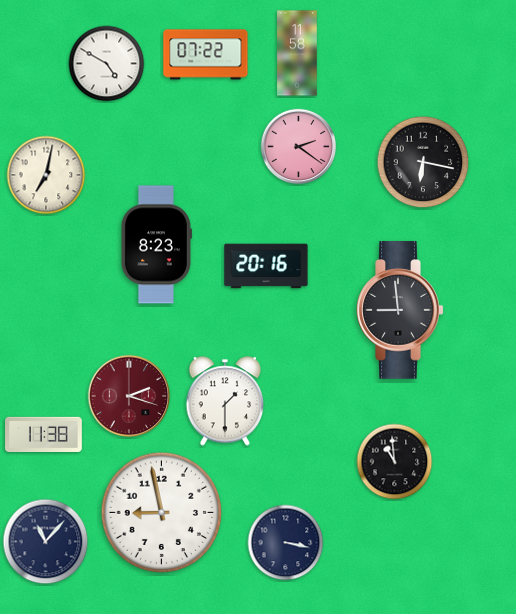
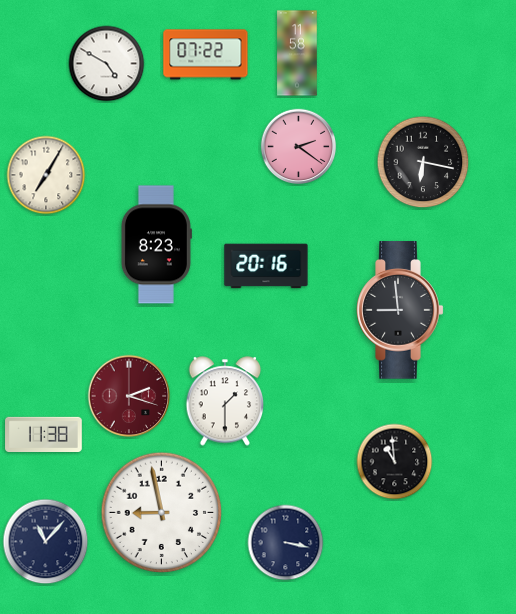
clock at (46, 175): 7:02 -> 7:05
